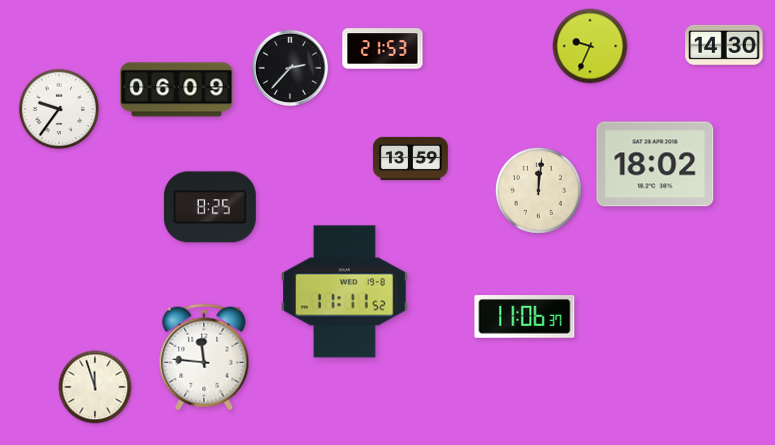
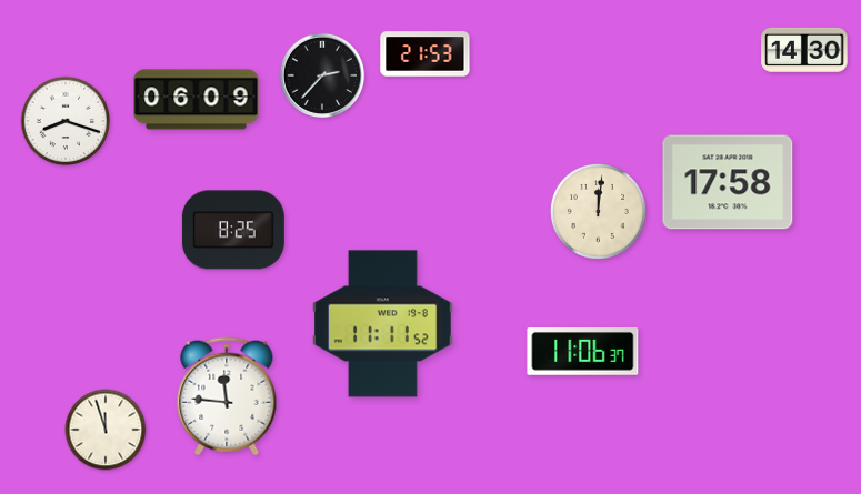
clock at (590, 46): 9:34 -> none
clock at (59, 109): 9:36 -> 8:18
clock at (410, 158): 13:59 -> none
clock at (655, 164): 18:02 -> 17:58
